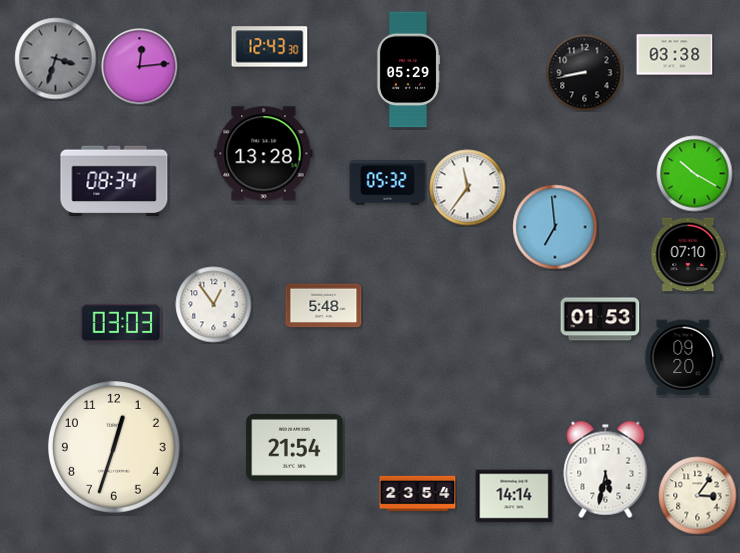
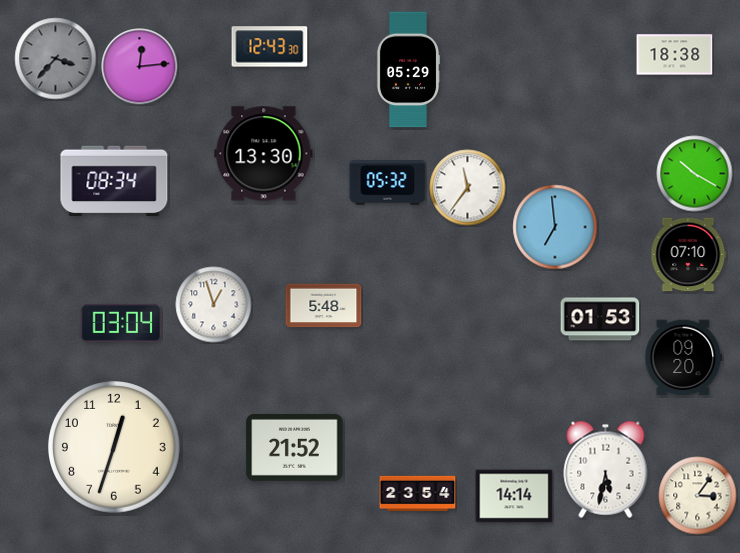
clock at (675, 55): 03:38 -> 18:38
clock at (56, 59): 3:33 -> 3:37
clock at (585, 73): 8:43 -> none
clock at (264, 154): 13:28 -> 13:30
clock at (214, 305): 12:54 -> 12:57
clock at (121, 323): 03:03 -> 03:04
clock at (295, 447): 21:54 -> 21:52
